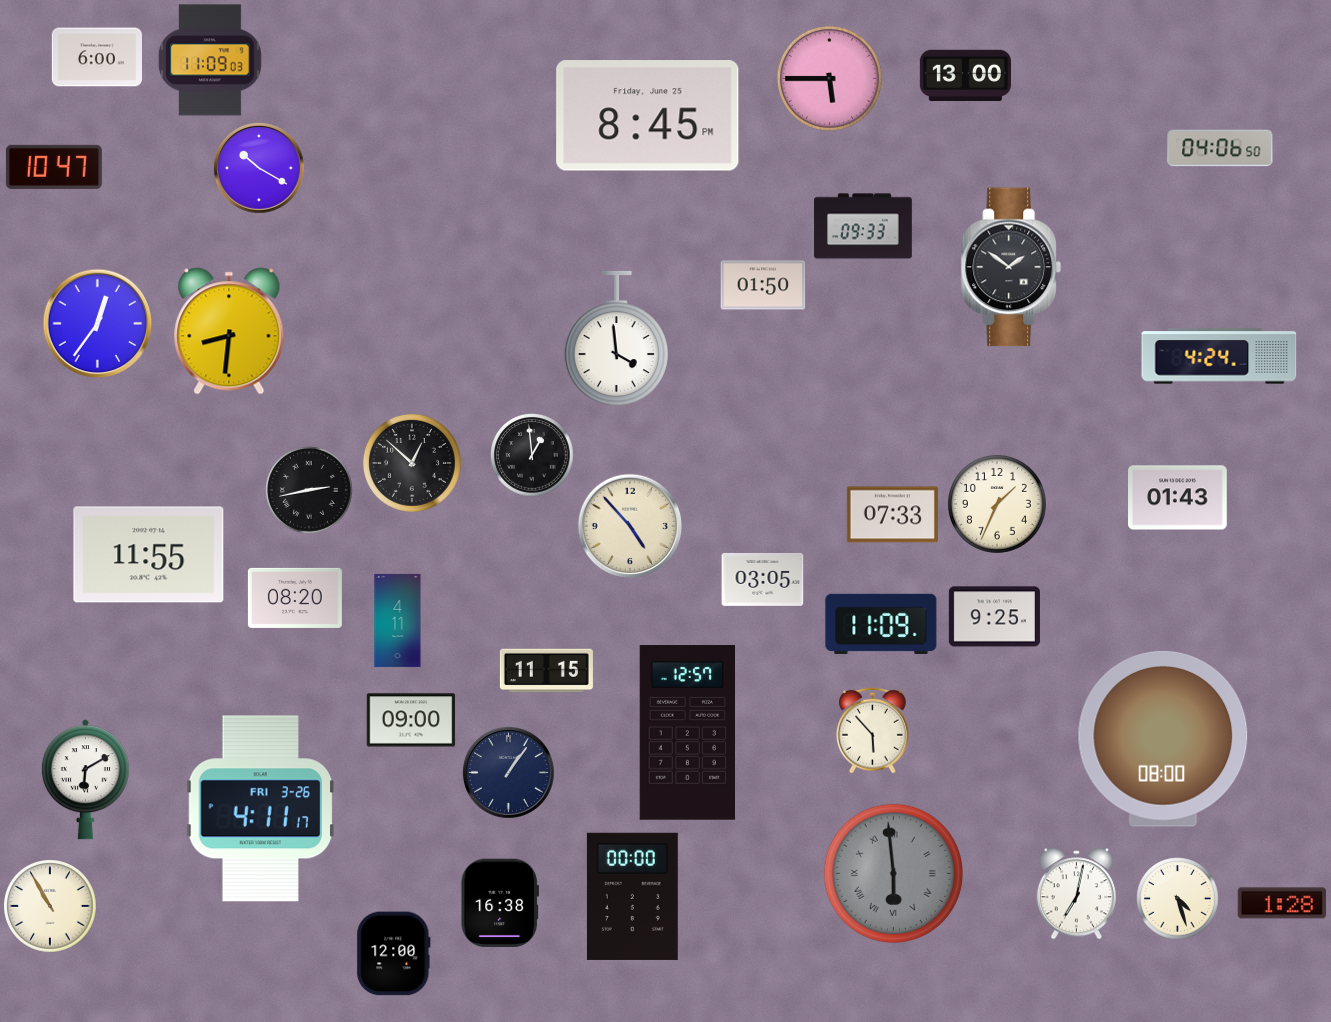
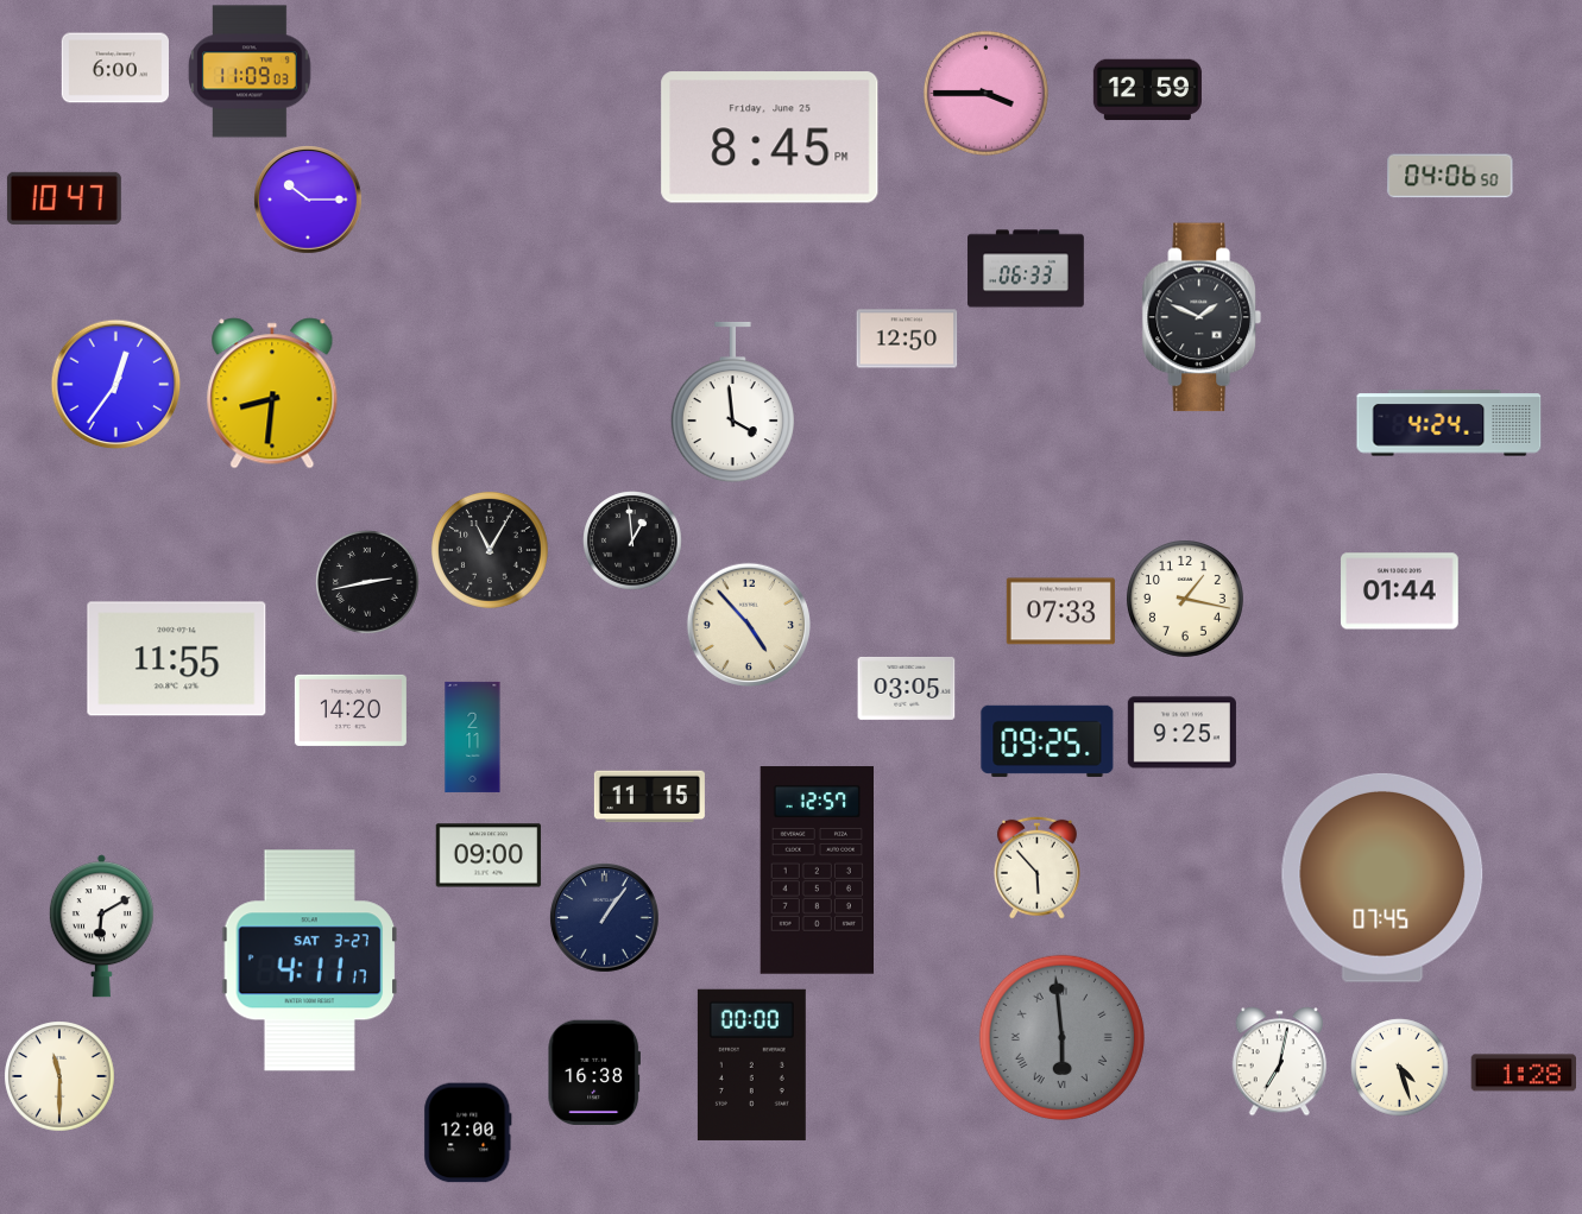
clock at (965, 76): 13:00 -> 12:59
clock at (829, 78): 5:45 -> 3:45
clock at (260, 169): 10:20 -> 10:15
clock at (863, 226): 09:33 -> 06:33
clock at (1011, 267): 1:51 -> 1:49
clock at (763, 285): 01:50 -> 12:50
clock at (412, 463): 12:52 -> 11:05
clock at (1178, 498): 01:43 -> 01:44
clock at (997, 504): 1:34 -> 1:17
clock at (295, 598): 08:20 -> 14:20
clock at (398, 620): 4:11 -> 2:11
clock at (881, 624): 11:09 -> 09:25
clock at (1163, 739): 08:00 -> 07:45
clock at (260, 809) date: FRI 3-26 -> SAT 3-27
clock at (51, 907): 10:55 -> 11:30
